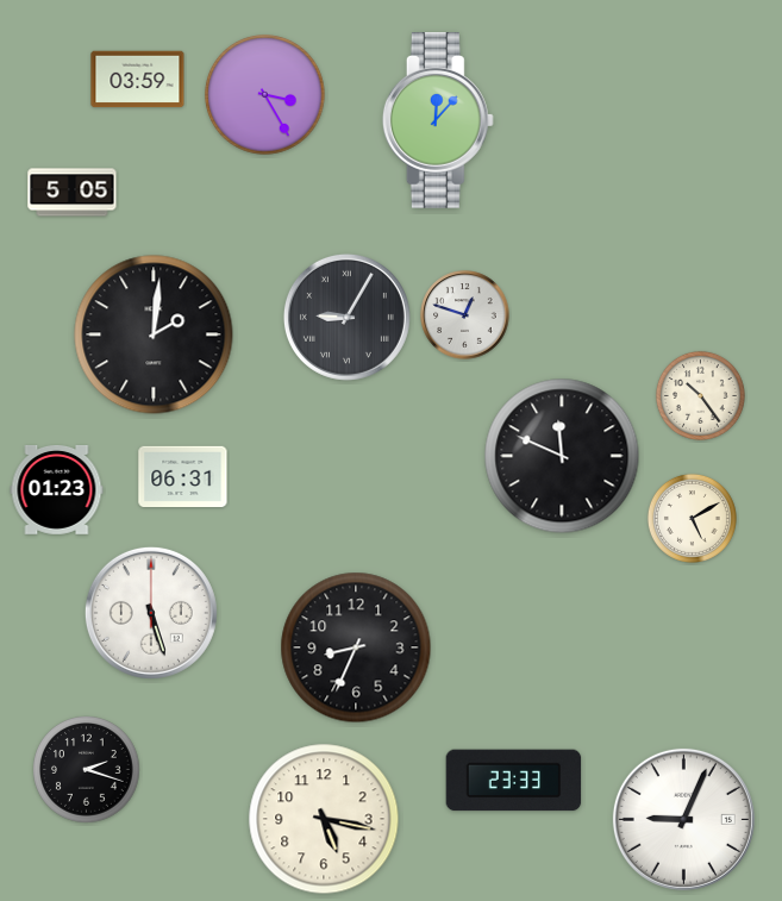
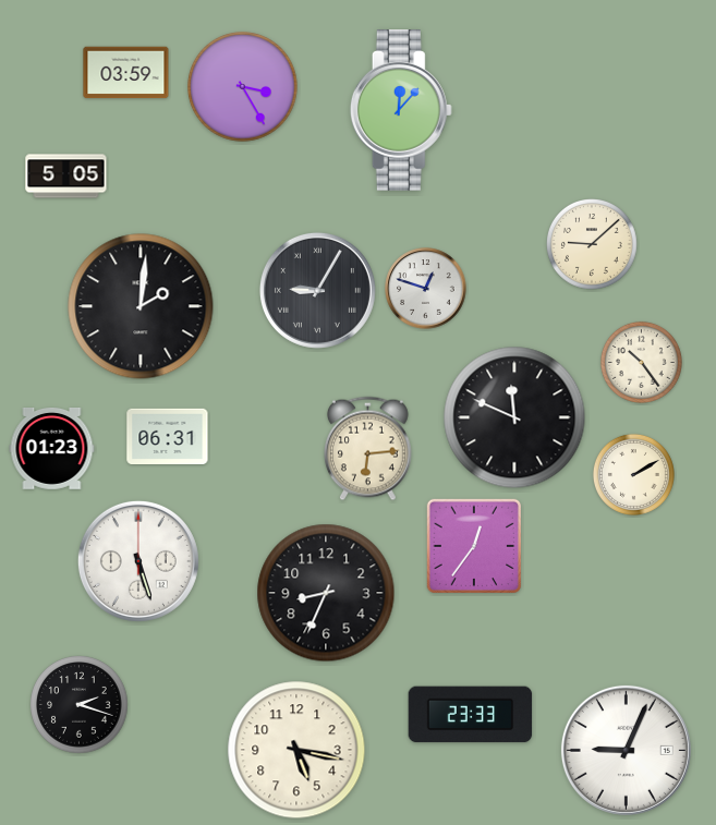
clock at (593, 245): none -> 9:08
clock at (367, 449): none -> 6:14
clock at (692, 518): 5:10 -> 2:10
clock at (473, 545): none -> 12:36
